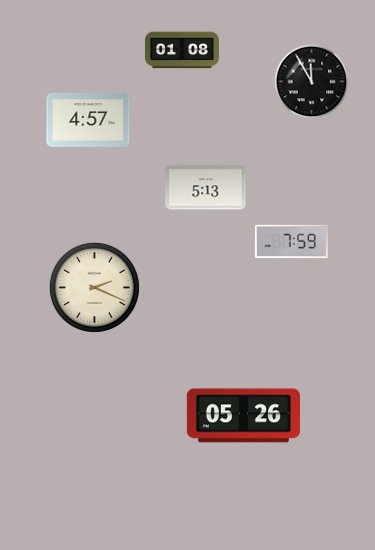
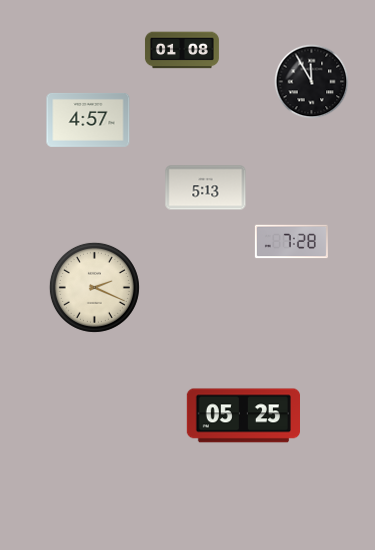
clock at (291, 242): 7:59 -> 7:28
clock at (243, 416): 05:26 -> 05:25
